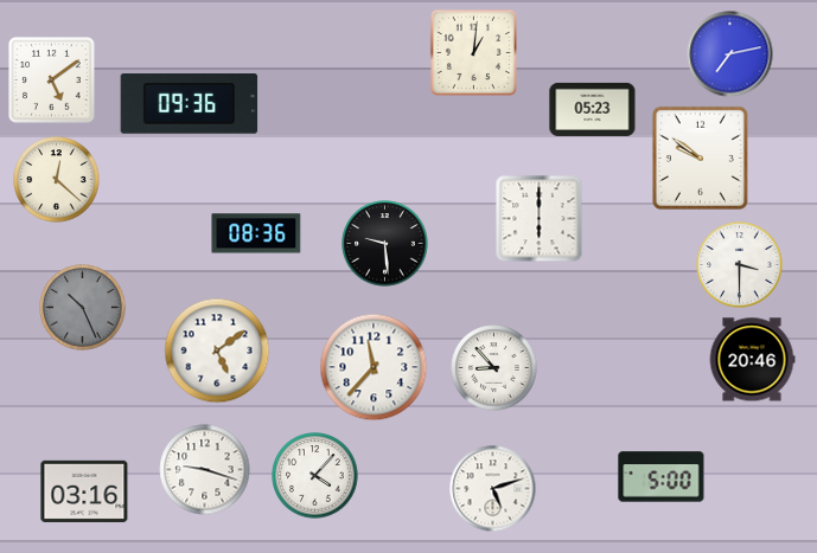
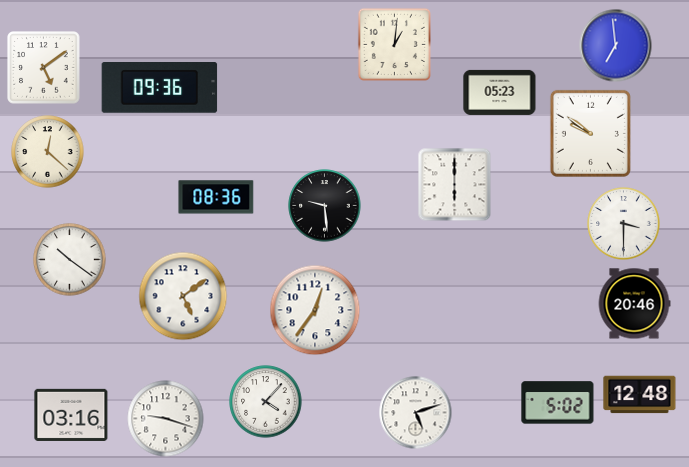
clock at (473, 52) position: (473, 52) -> (394, 44)
clock at (730, 54): 7:13 -> 6:59
clock at (83, 308): 10:26 -> 10:21
clock at (83, 308) dial: grey -> white
clock at (374, 367): 11:37 -> 12:36
clock at (494, 368): 8:53 -> none
clock at (640, 395): none -> 12:48
clock at (205, 470) position: (205, 470) -> (166, 419)
clock at (662, 477): 5:00 -> 5:02
